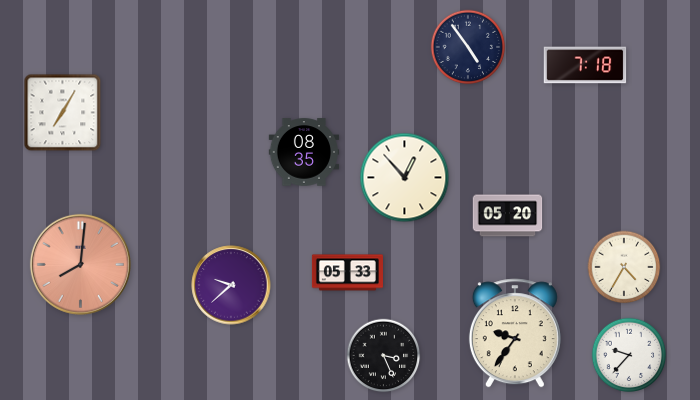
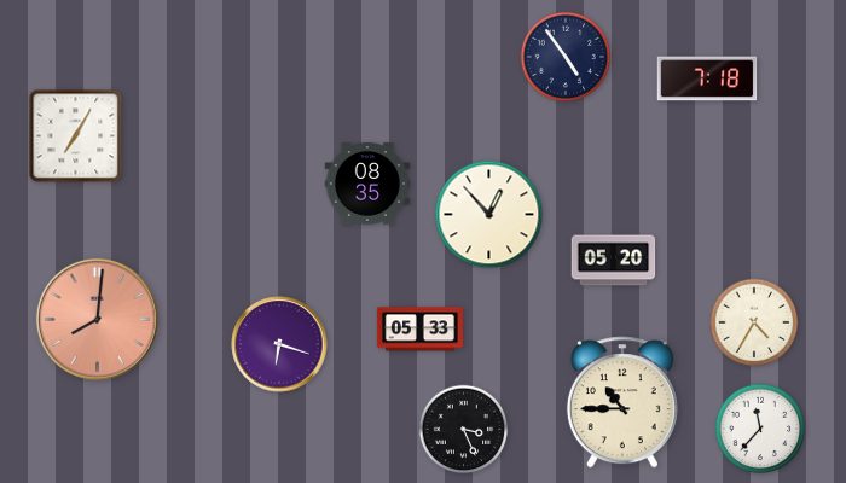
clock at (231, 285): 9:38 -> 6:18
clock at (515, 333): 9:36 -> 10:45
clock at (629, 355): 9:37 -> 11:37
